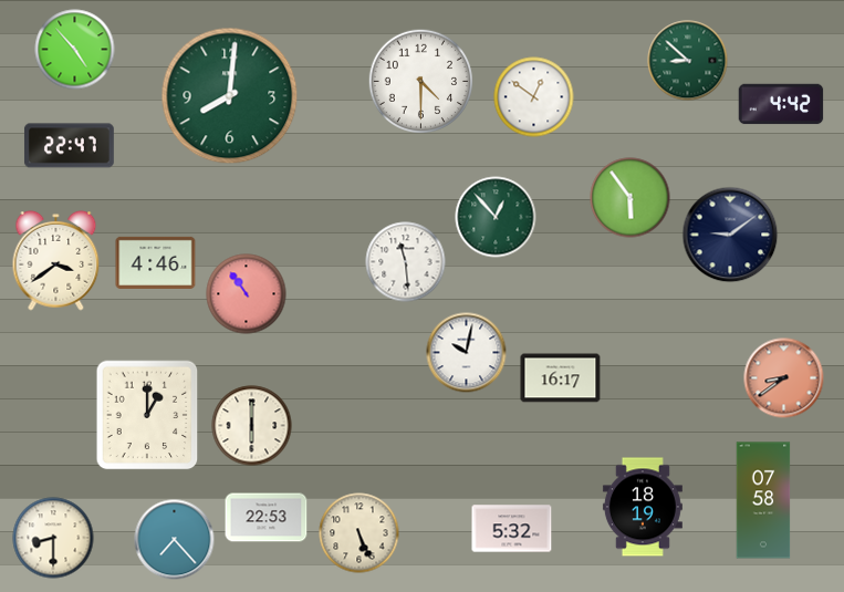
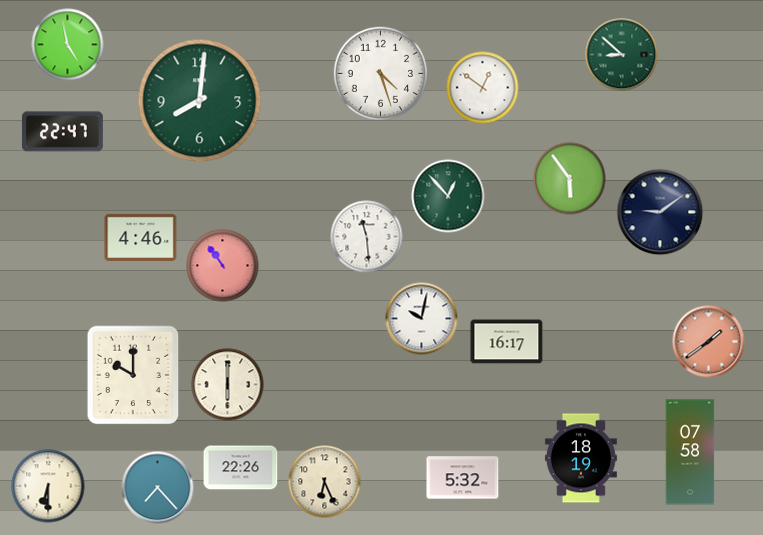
clock at (75, 50): 4:53 -> 4:58
clock at (420, 81): 4:30 -> 4:27
clock at (230, 96) position: (230, 96) -> (200, 101)
clock at (781, 104): 4:42 -> none
clock at (56, 260): 3:39 -> none
clock at (784, 378): 8:39 -> 1:39
clock at (147, 415): 1:00 -> 10:00
clock at (267, 518): 22:53 -> 22:26
clock at (360, 533): 5:26 -> 6:26
clock at (53, 538): 8:30 -> 6:30
